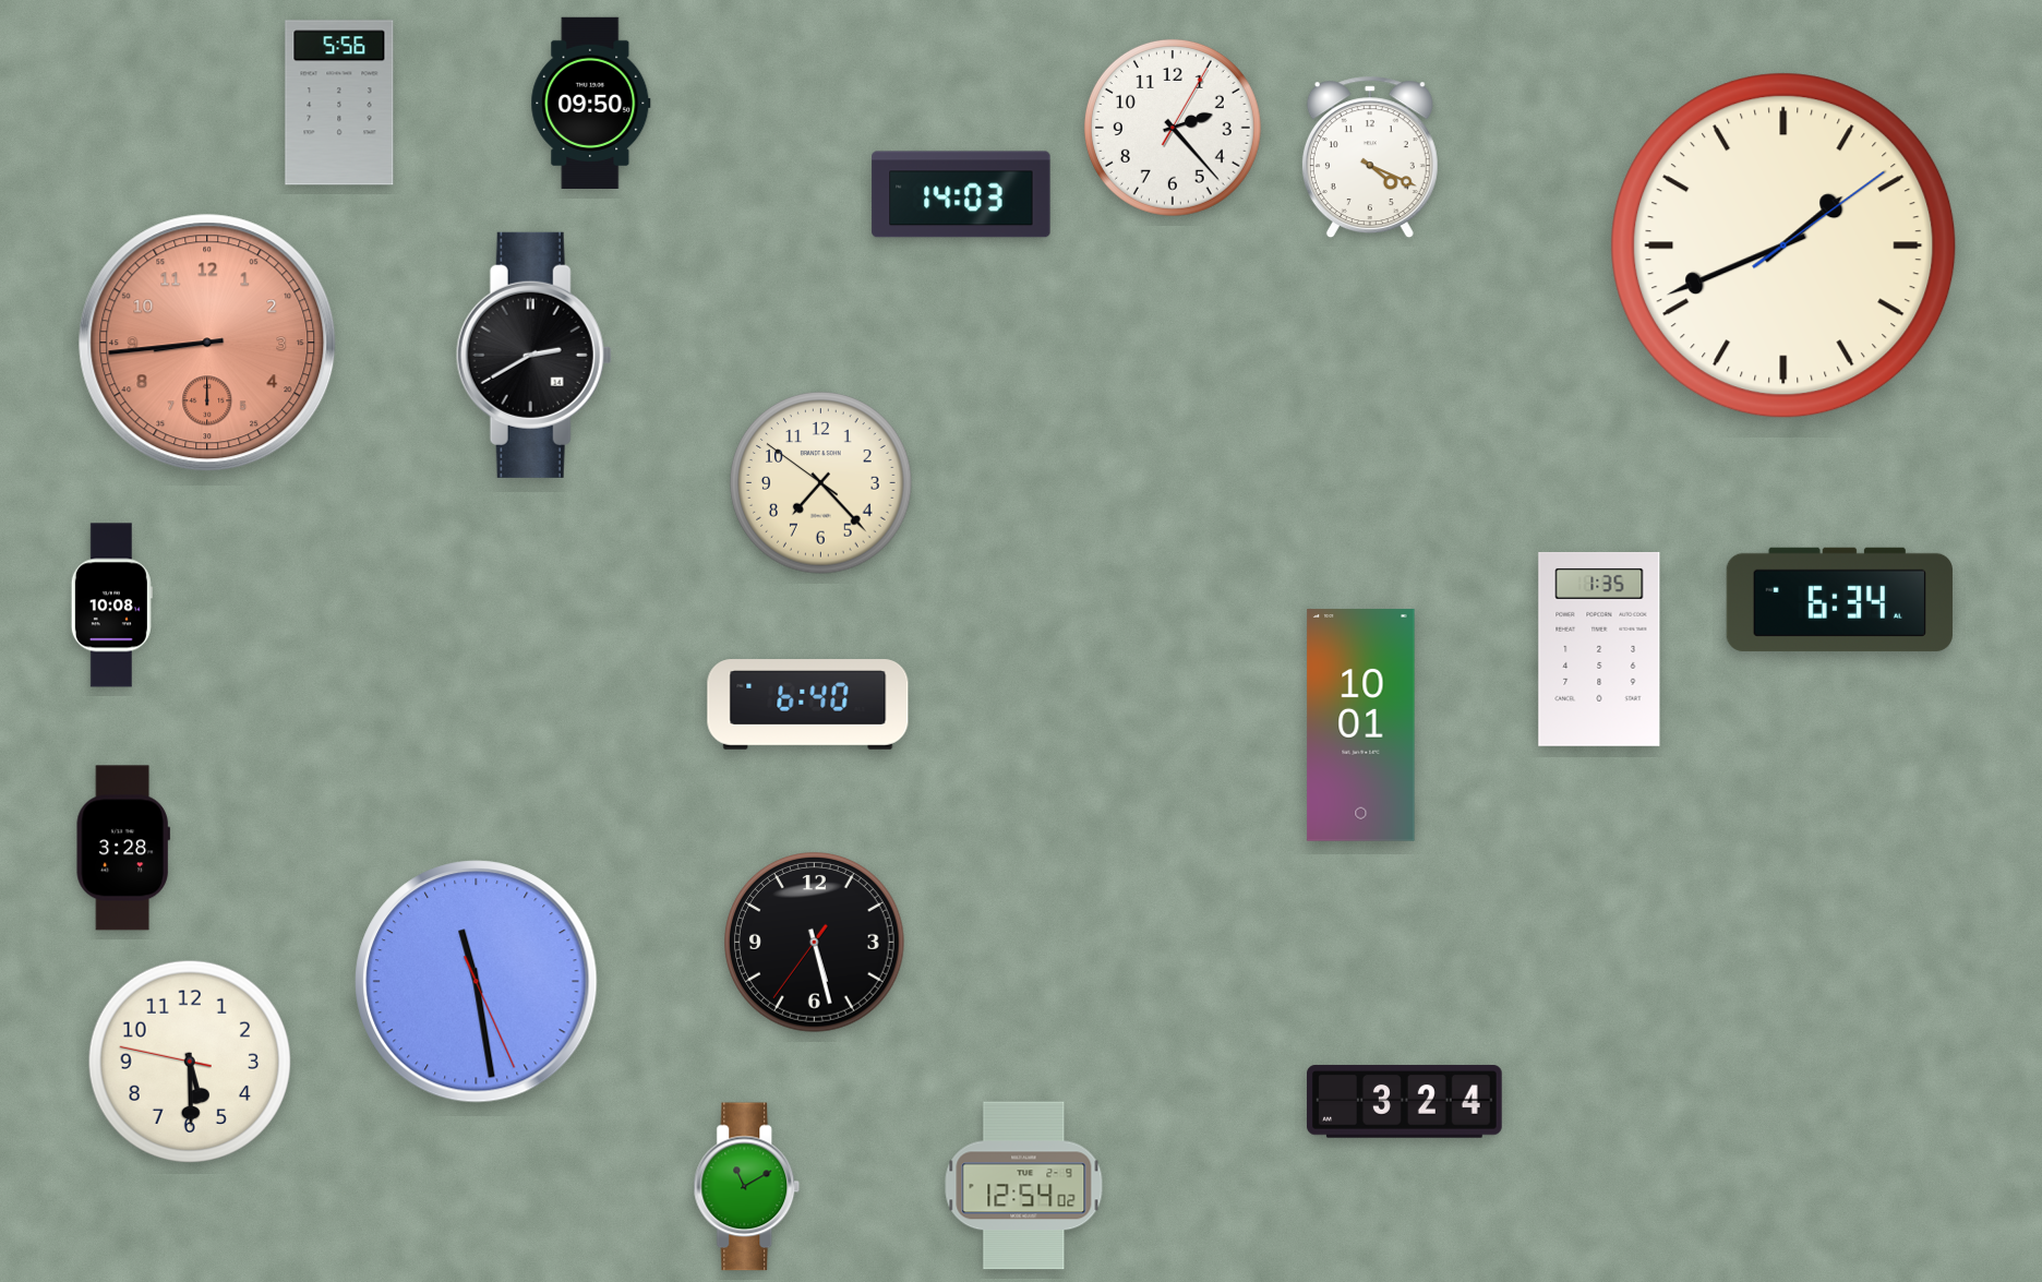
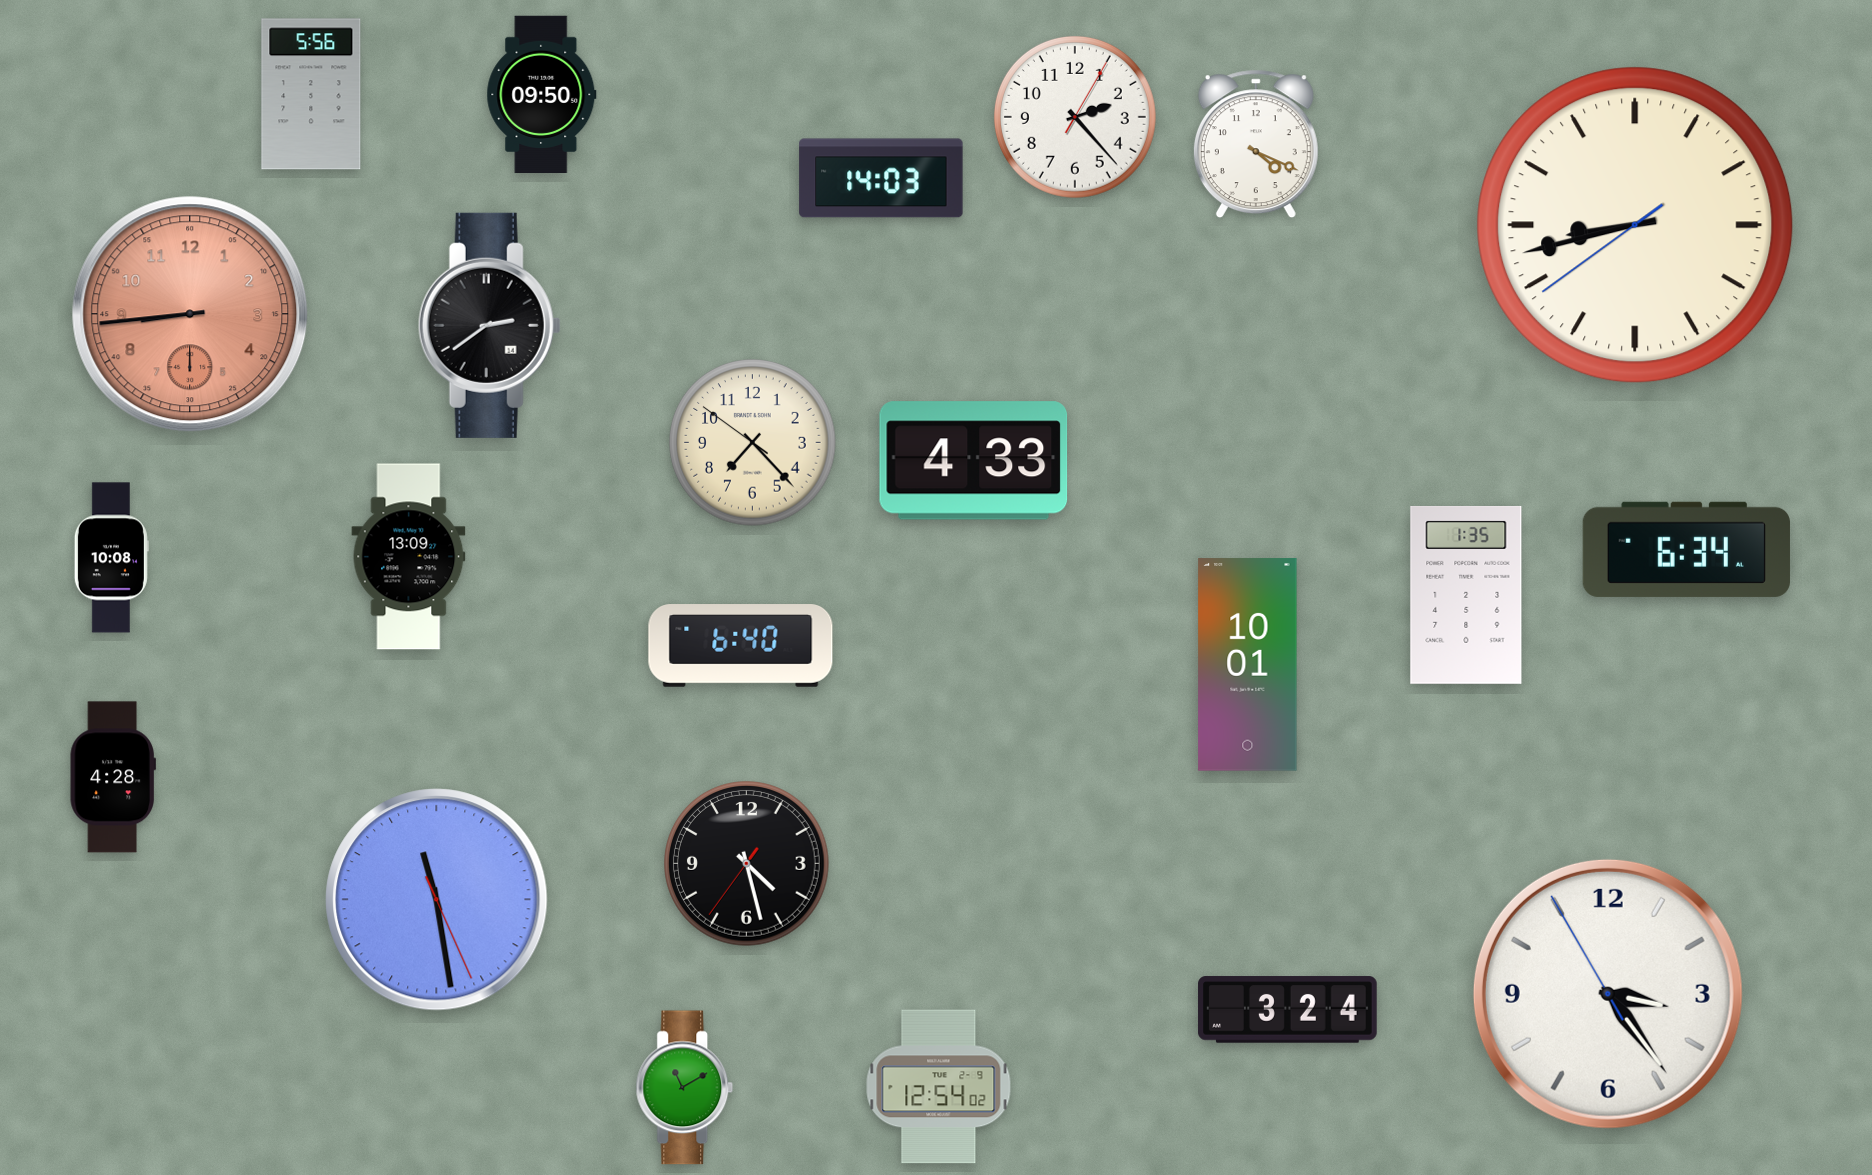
clock at (1783, 245): 1:41 -> 8:42
clock at (533, 355): 2:40 -> 2:39
clock at (974, 461): none -> 4:33
clock at (111, 606) position: (111, 606) -> (111, 558)
clock at (409, 557): none -> 13:09
clock at (123, 848): 3:28 -> 4:28
clock at (815, 943): 5:27 -> 4:27
clock at (190, 1062): 5:29 -> none
clock at (1608, 994): none -> 3:23
